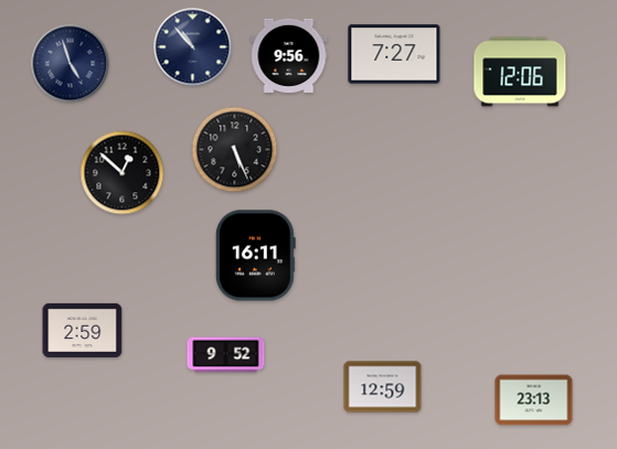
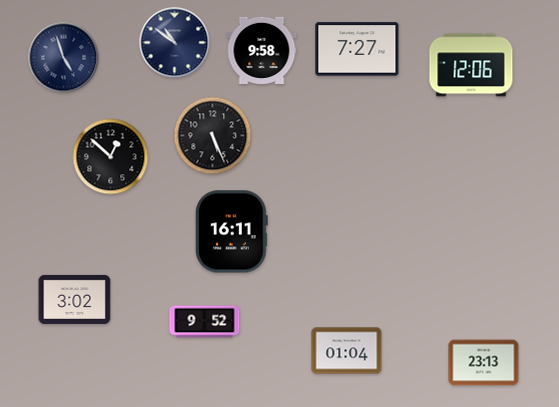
clock at (193, 47): 10:53 -> 10:51
clock at (289, 55): 9:56 -> 9:58
clock at (83, 330): 2:59 -> 3:02
clock at (383, 387): 12:59 -> 01:04
